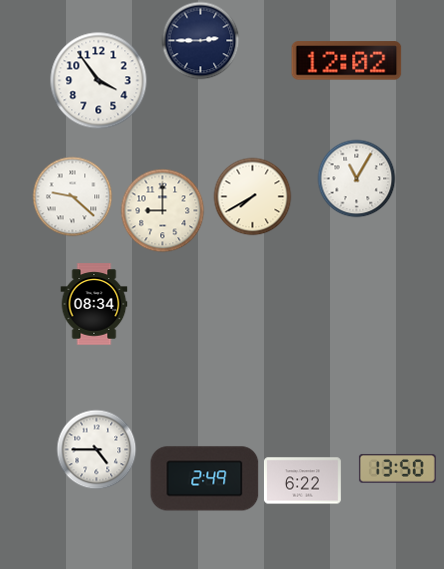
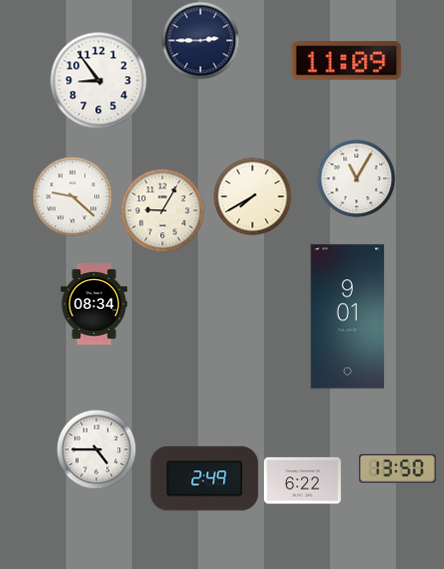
clock at (347, 61): 12:02 -> 11:09
clock at (98, 80): 3:54 -> 8:54
clock at (162, 210): 9:00 -> 9:05
clock at (348, 317): none -> 9:01
